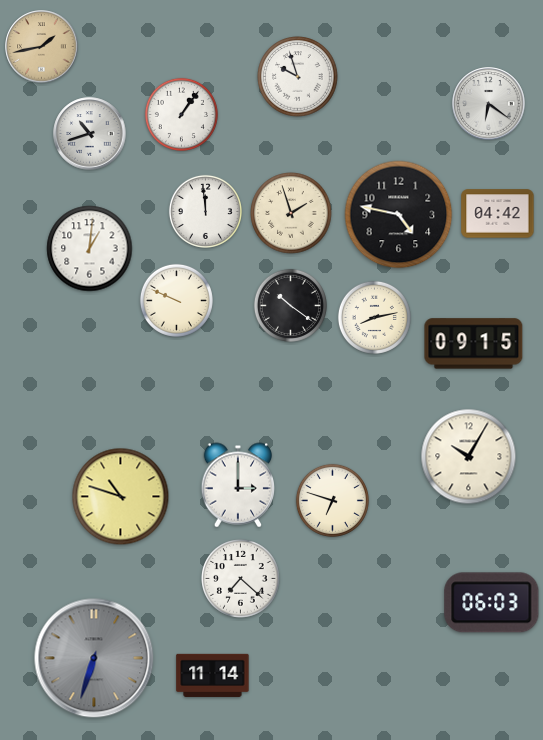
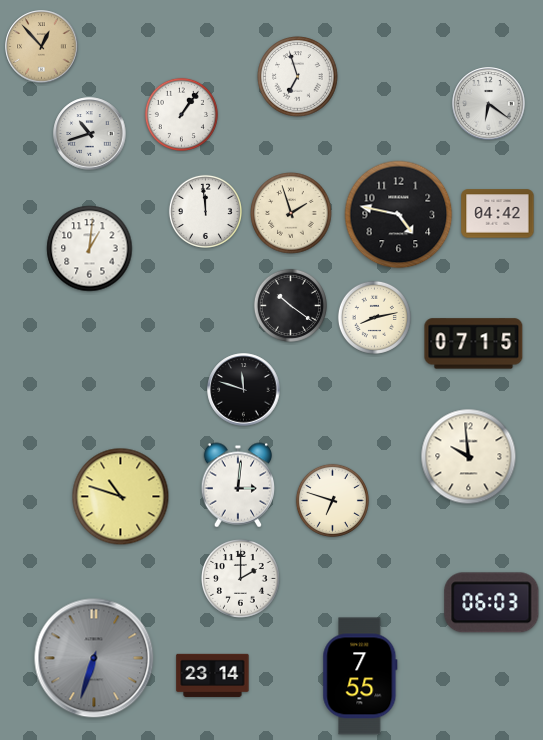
clock at (42, 47): 1:43 -> 12:53
clock at (298, 77): 9:57 -> 6:57
clock at (176, 300): 9:49 -> none
clock at (474, 344): 09:15 -> 07:15
clock at (244, 390): none -> 11:48
clock at (469, 457): 10:05 -> 9:59
clock at (238, 485): 3:00 -> 3:01
clock at (241, 579): 7:22 -> 2:00
clock at (213, 675): 11:14 -> 23:14
clock at (360, 676): none -> 7:55
